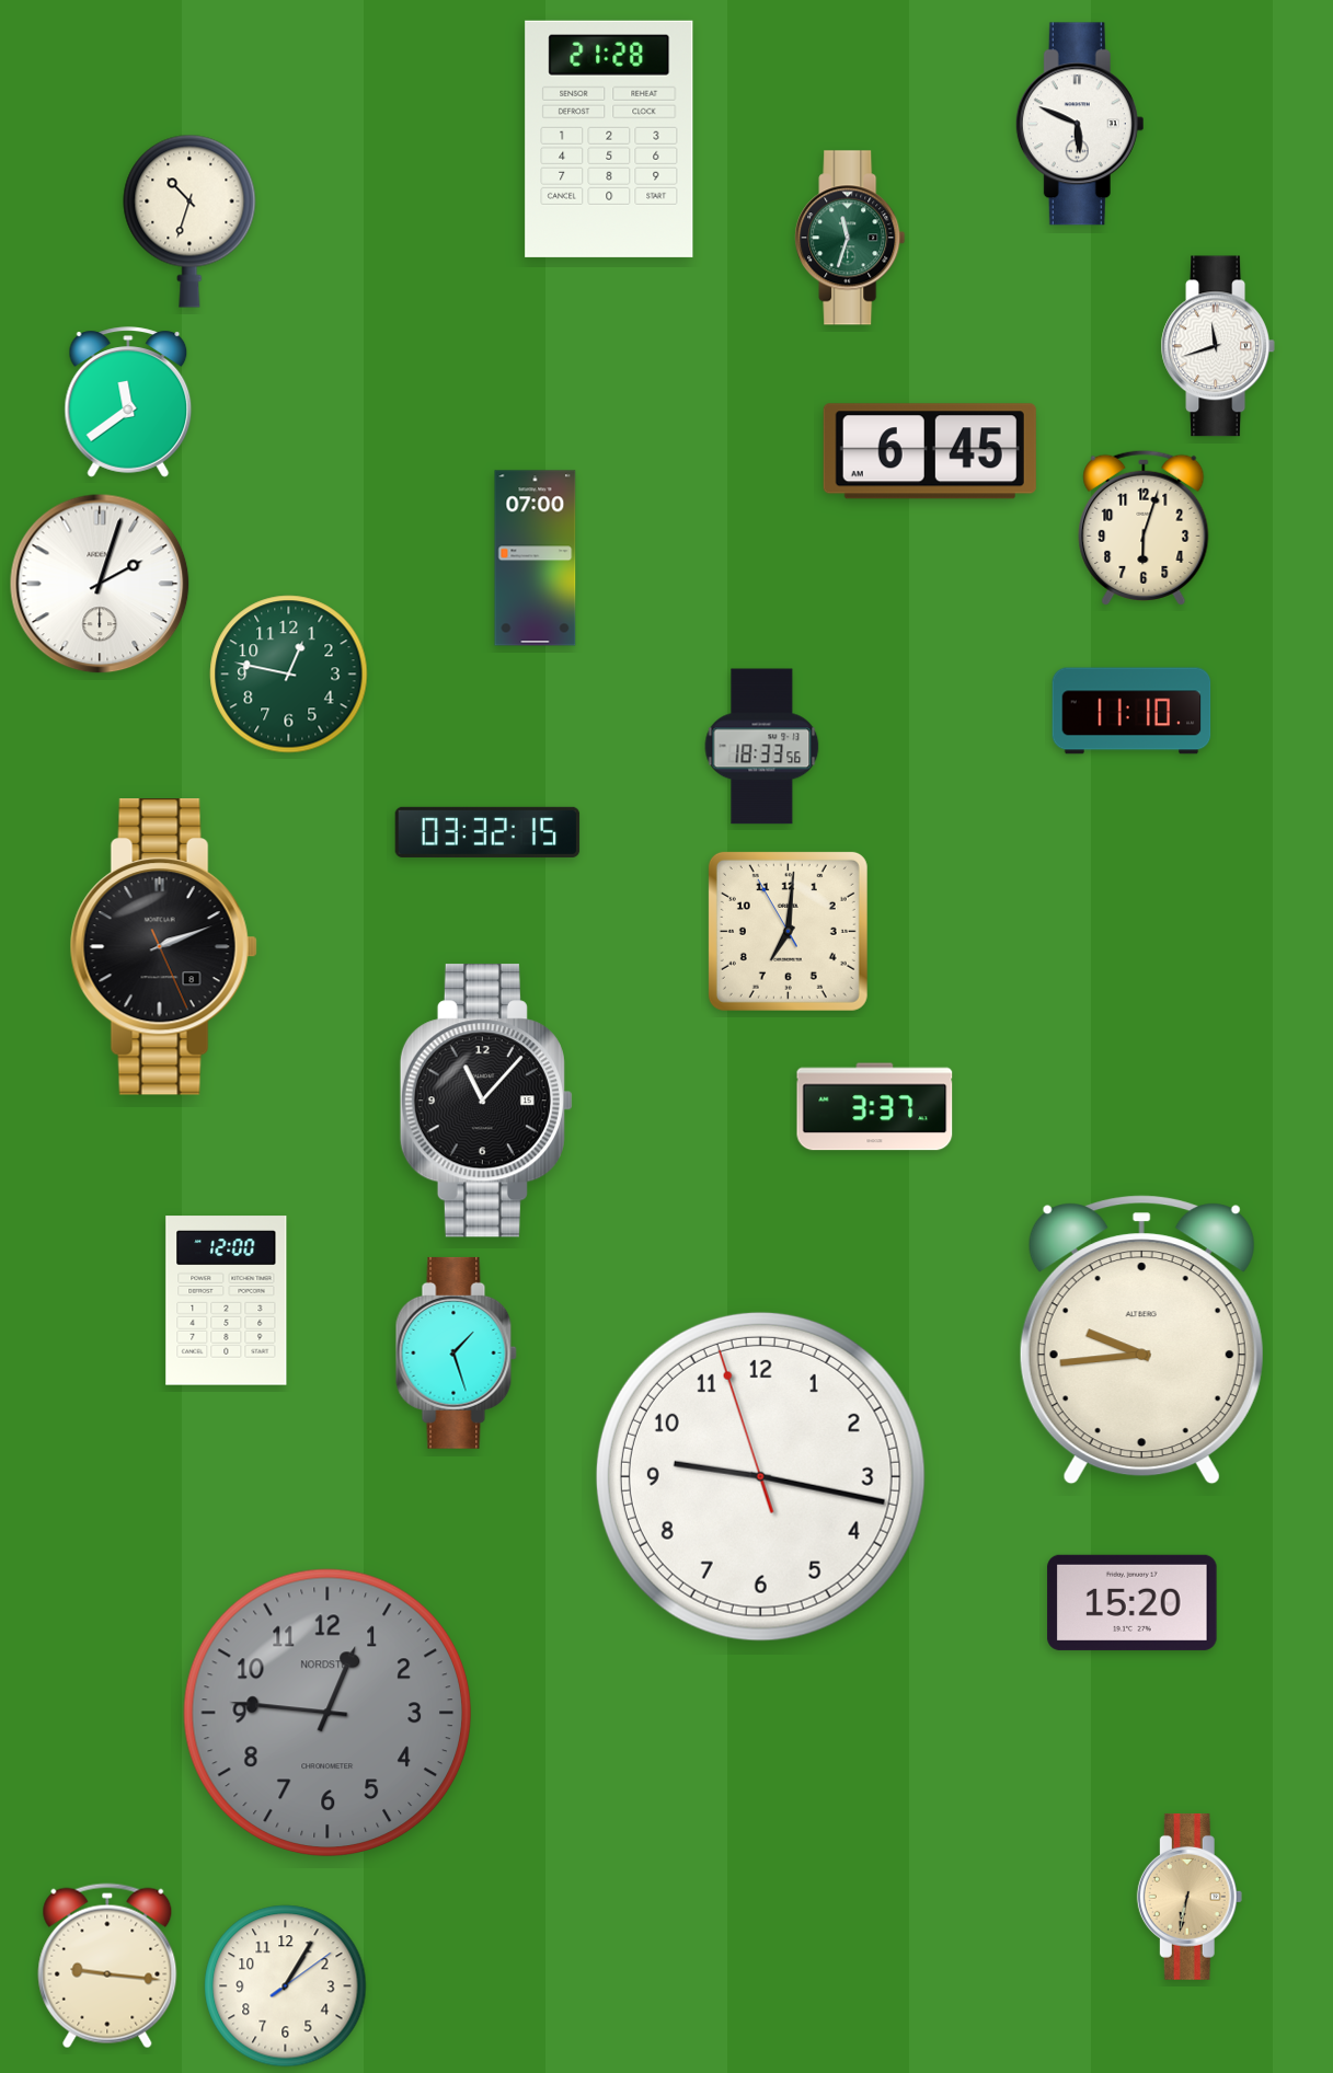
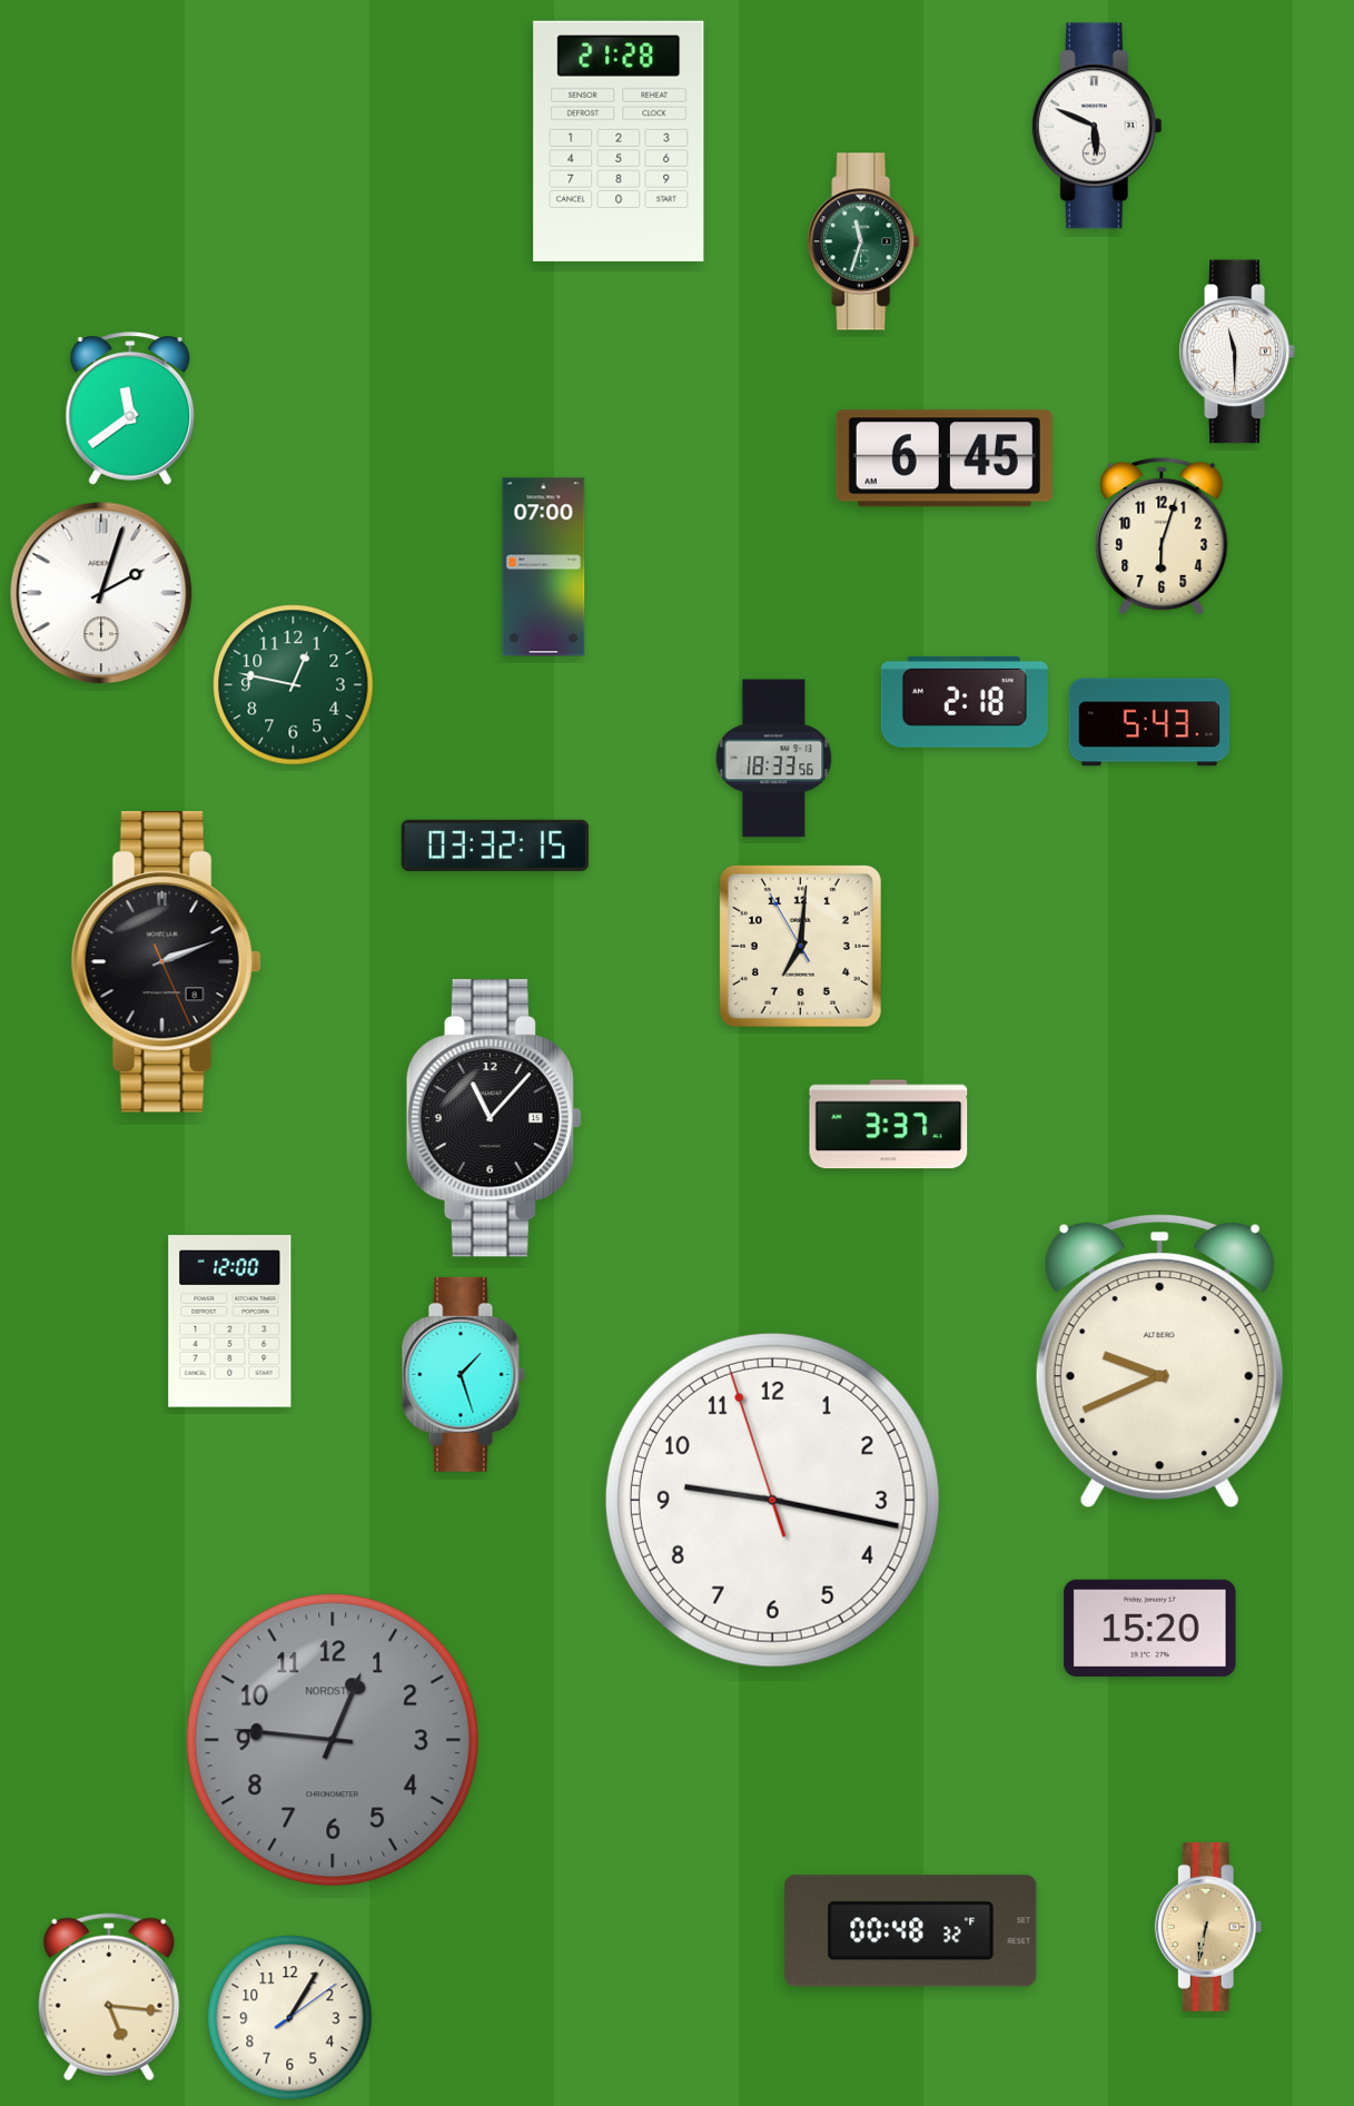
clock at (189, 221): 10:33 -> none
clock at (1218, 346): 11:42 -> 11:30
clock at (965, 702): none -> 2:18
clock at (1131, 711): 11:10 -> 5:43
clock at (1141, 1340): 9:44 -> 9:41
clock at (911, 1931): none -> 00:48
clock at (107, 1966): 9:16 -> 5:16
